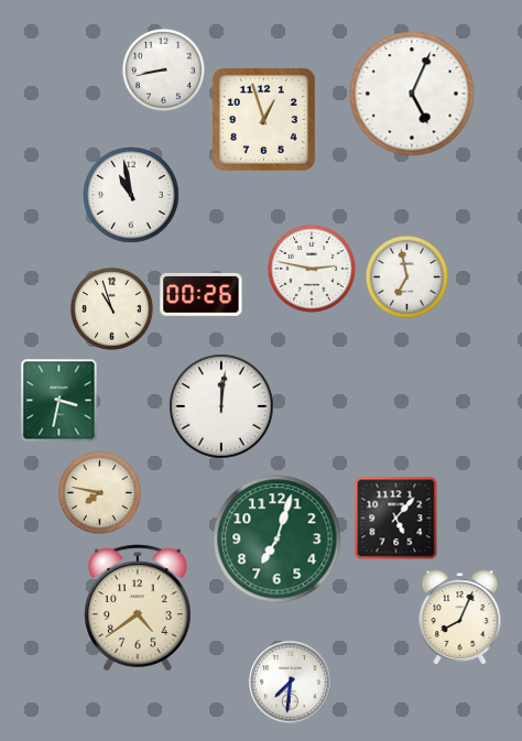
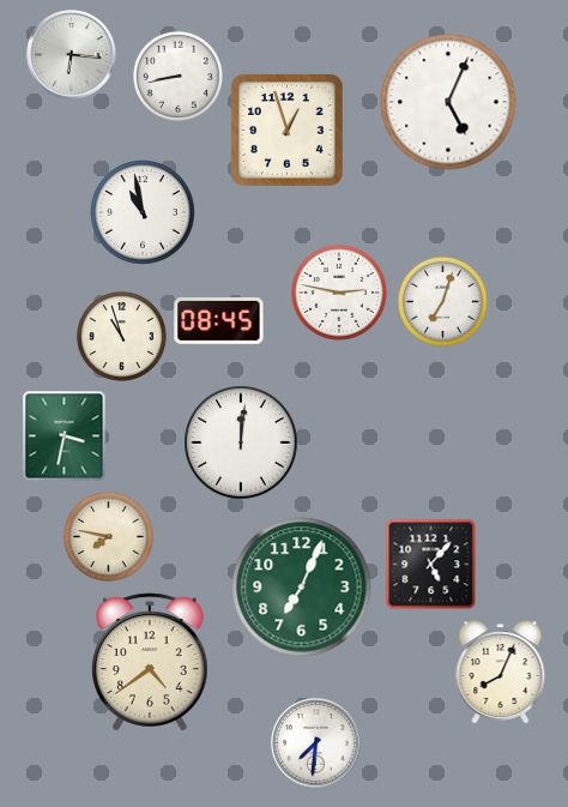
clock at (72, 55): none -> 6:16
clock at (406, 276): 6:58 -> 7:03
clock at (202, 294): 00:26 -> 08:45
clock at (278, 540): 7:03 -> 7:04
